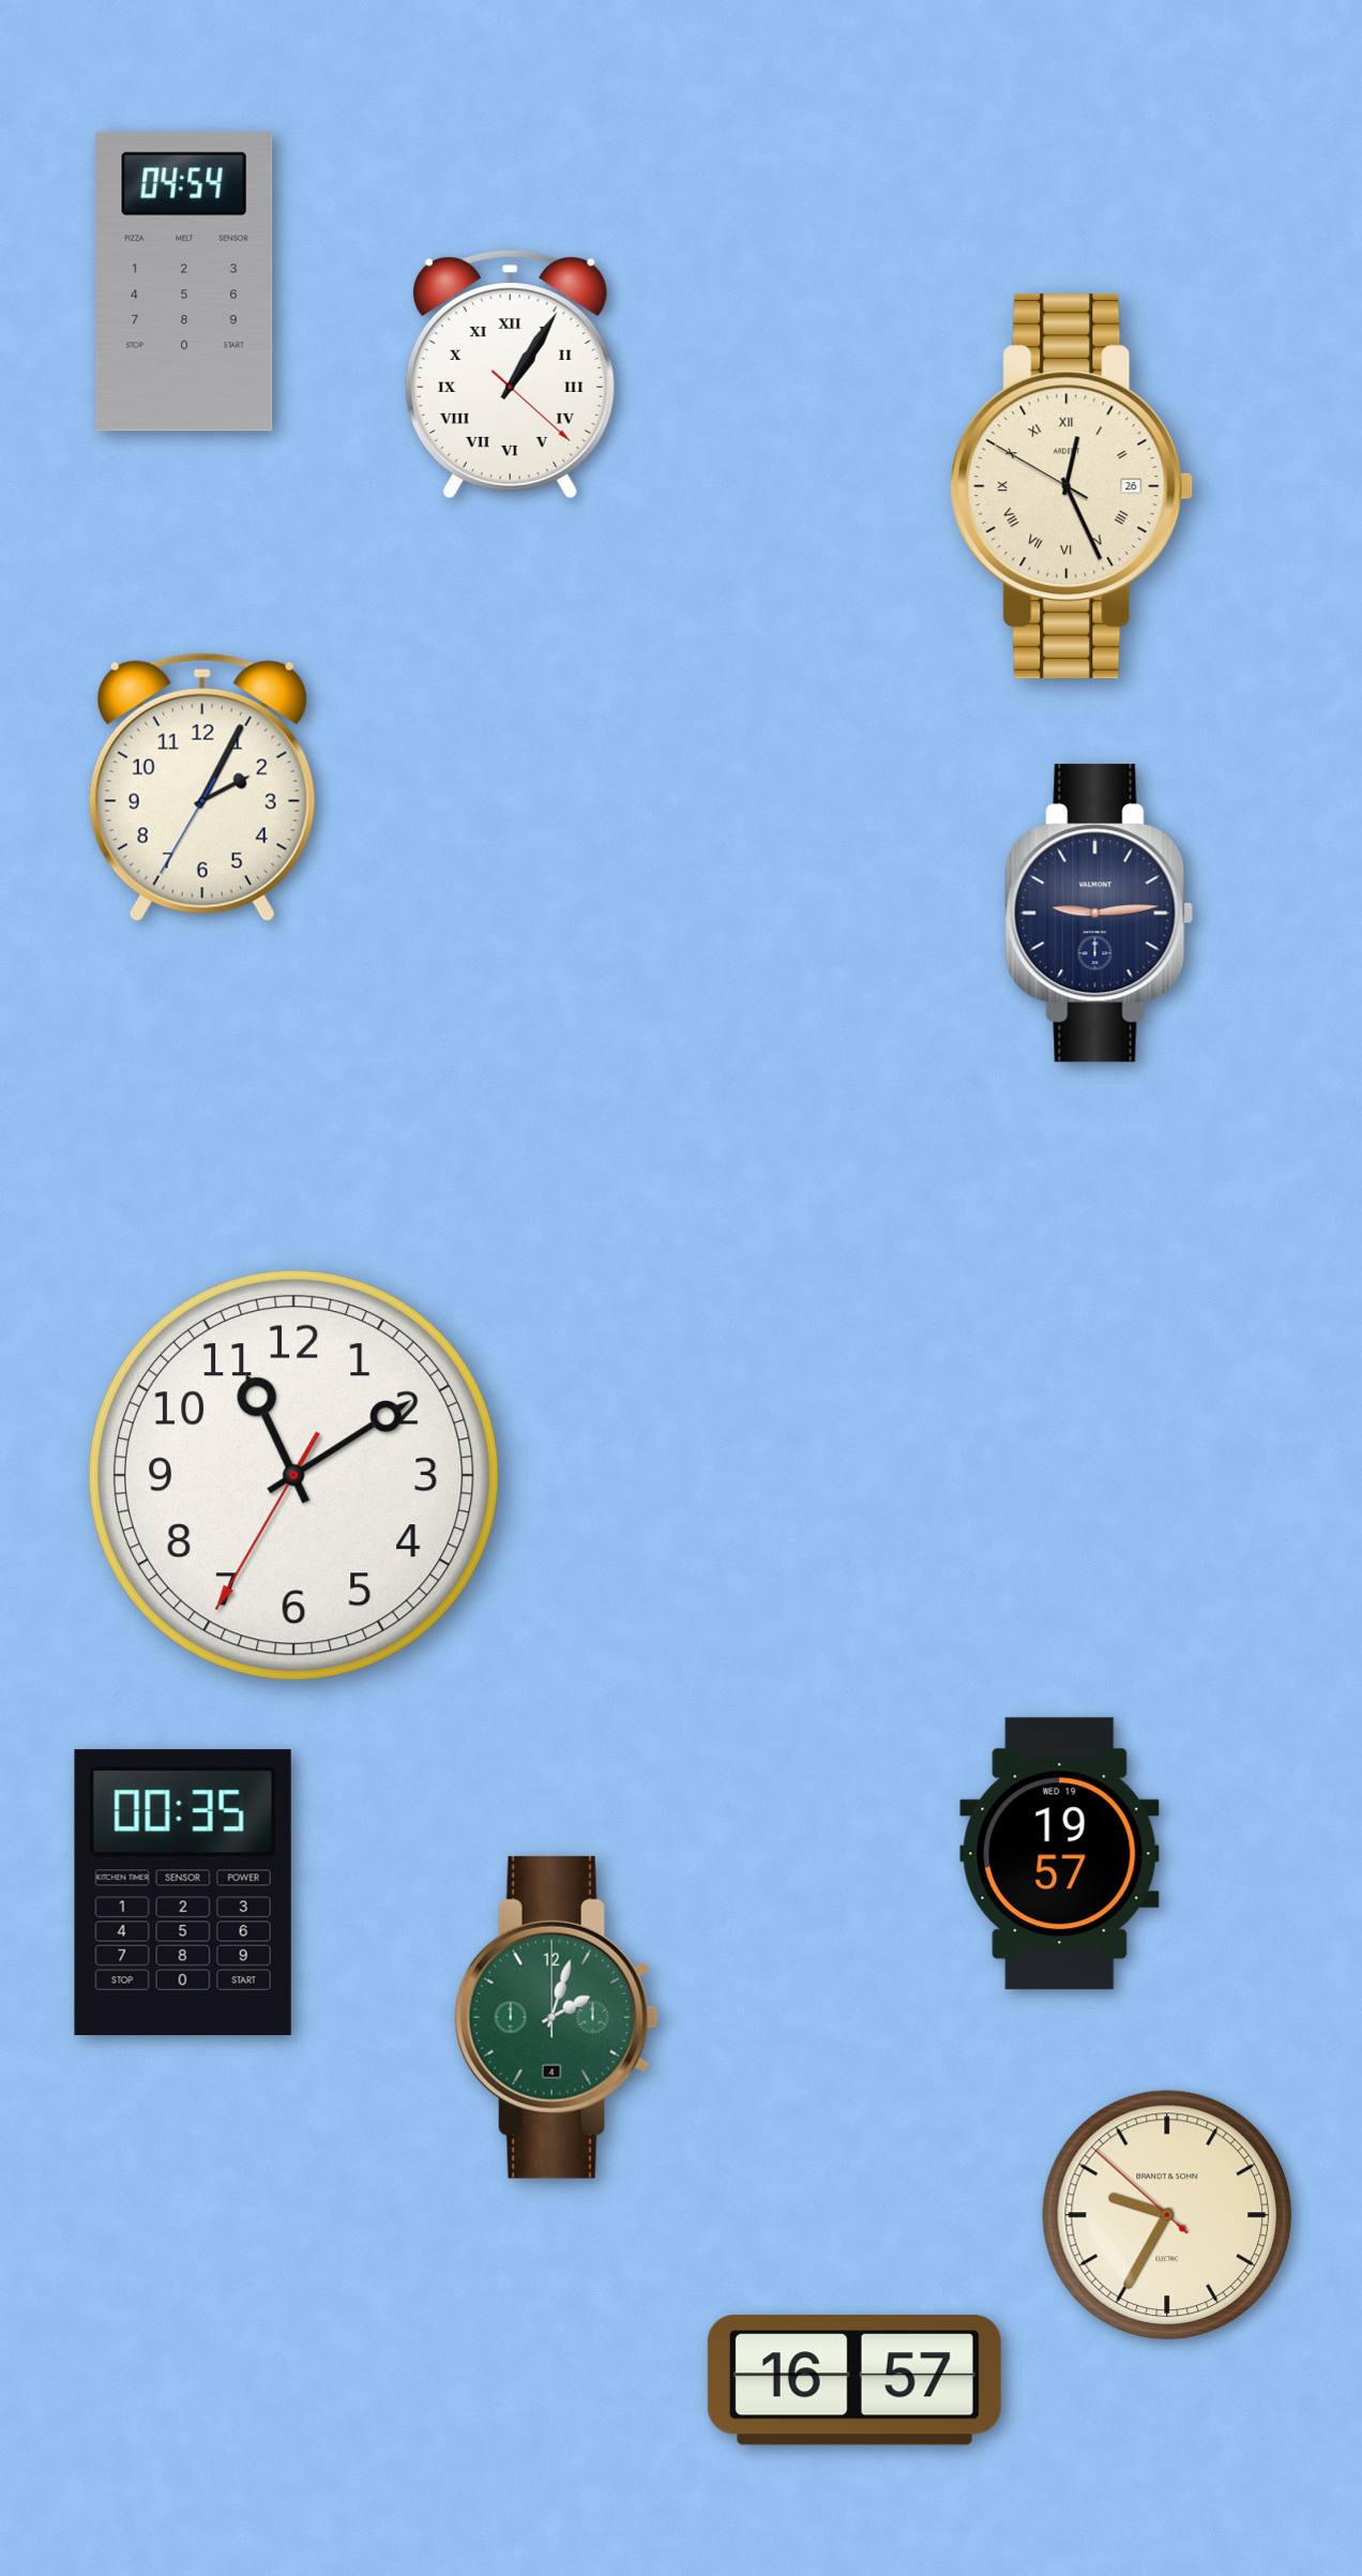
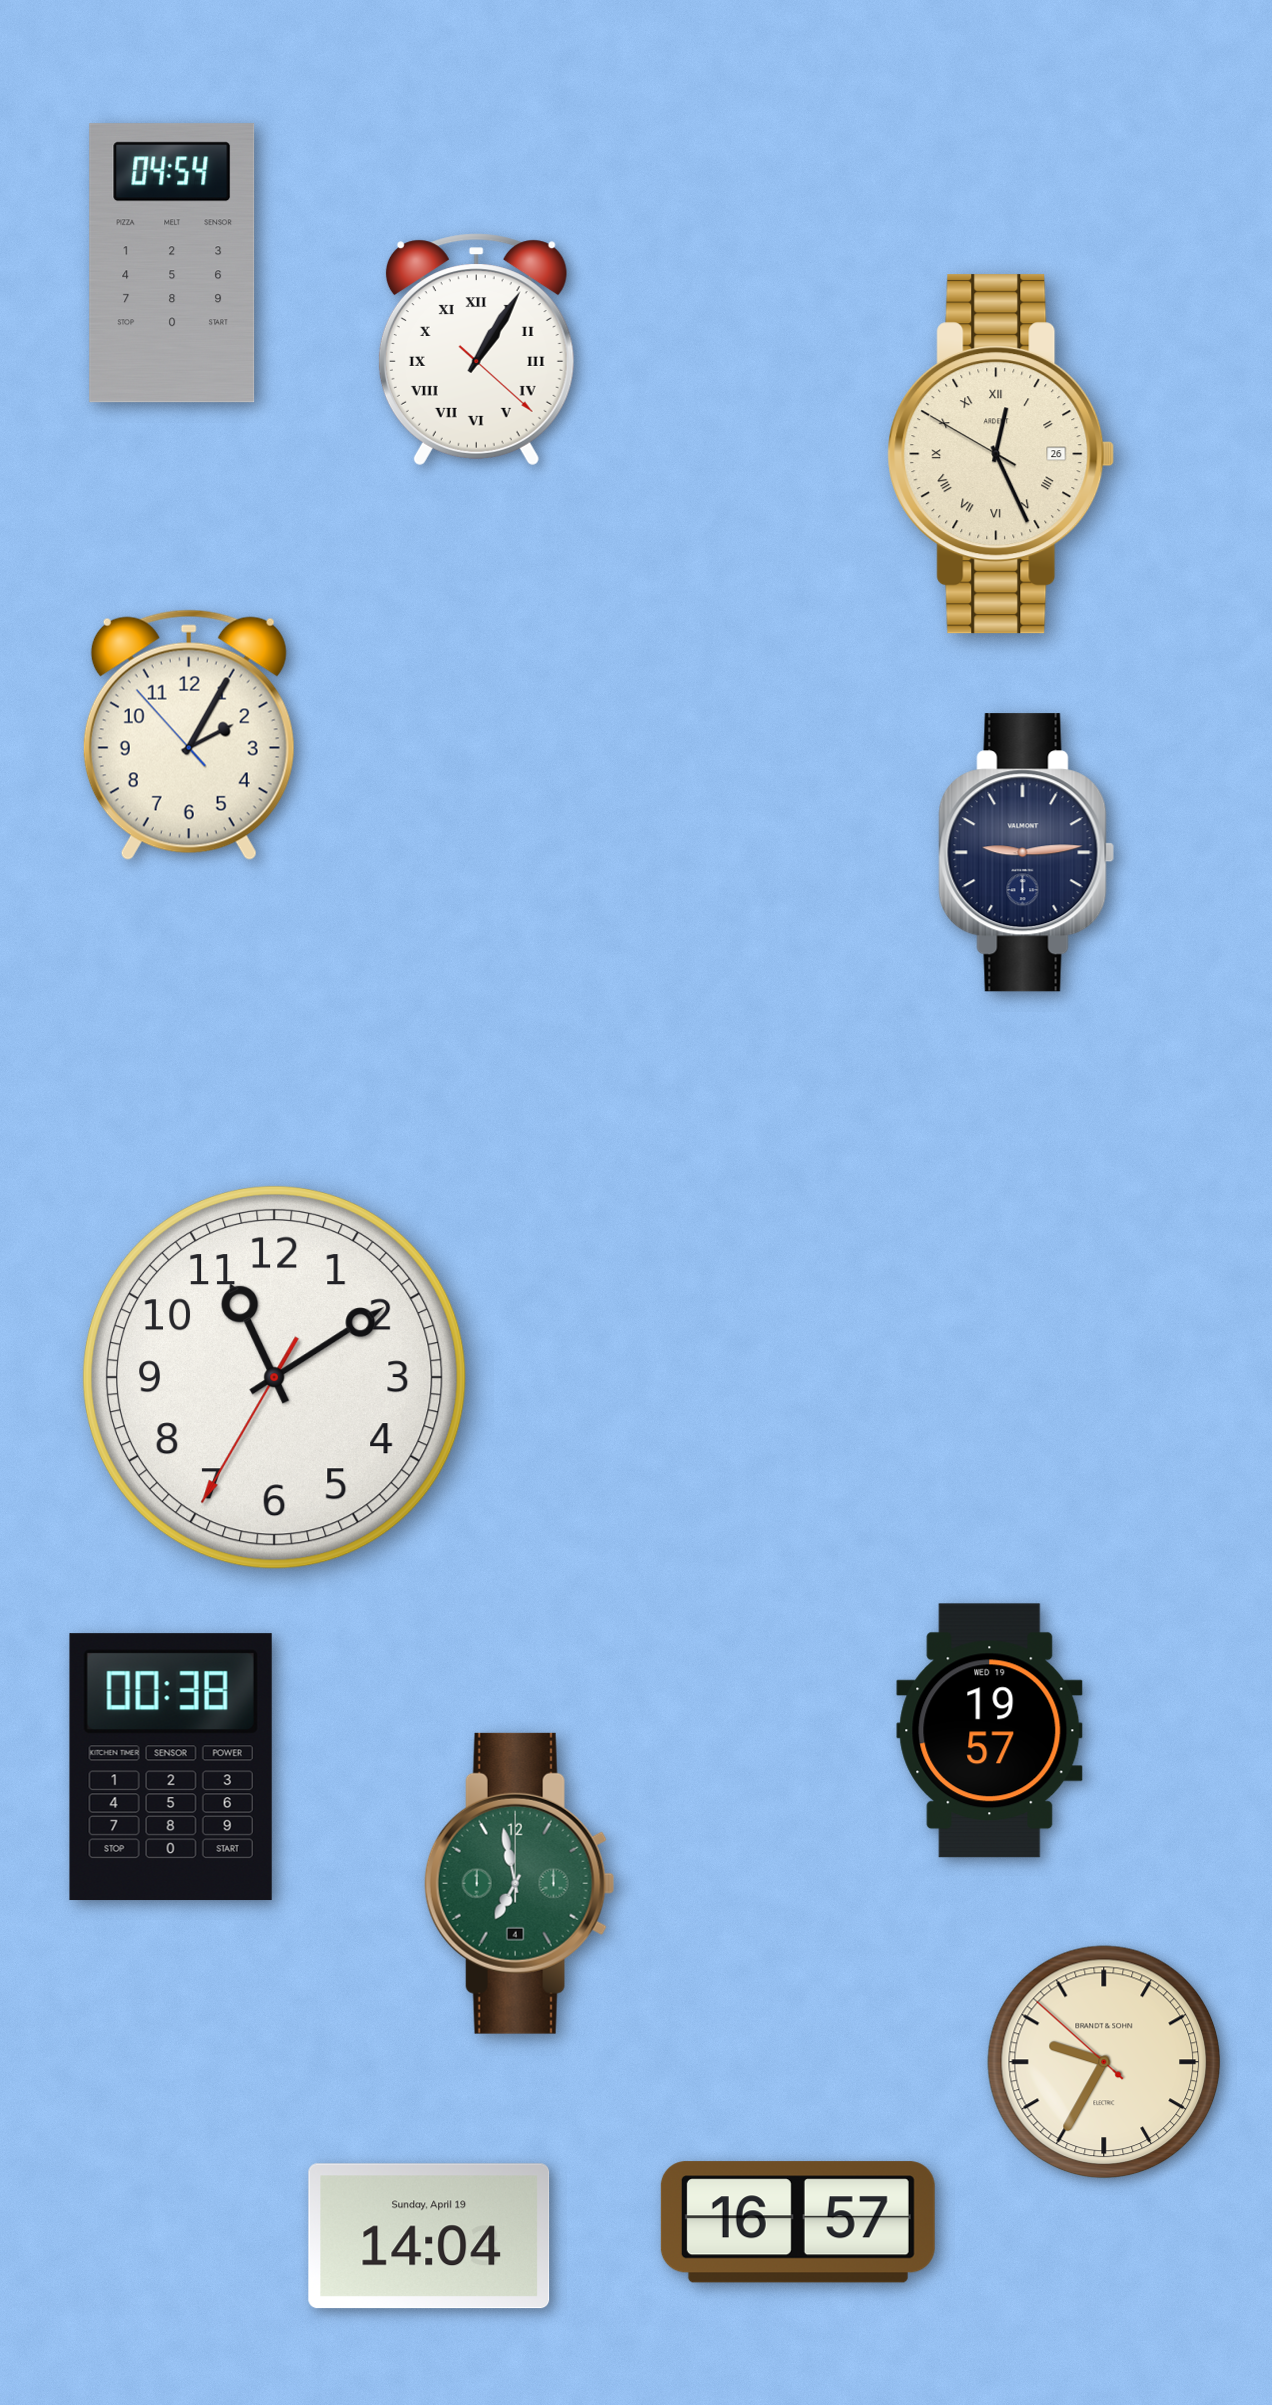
clock at (202, 787): 2:04:35 -> 2:04:53
clock at (183, 1893): 00:35 -> 00:38
clock at (556, 2017): 2:03 -> 6:58
clock at (1167, 2215) position: (1167, 2215) -> (1104, 2062)
clock at (429, 2236): none -> 14:04
